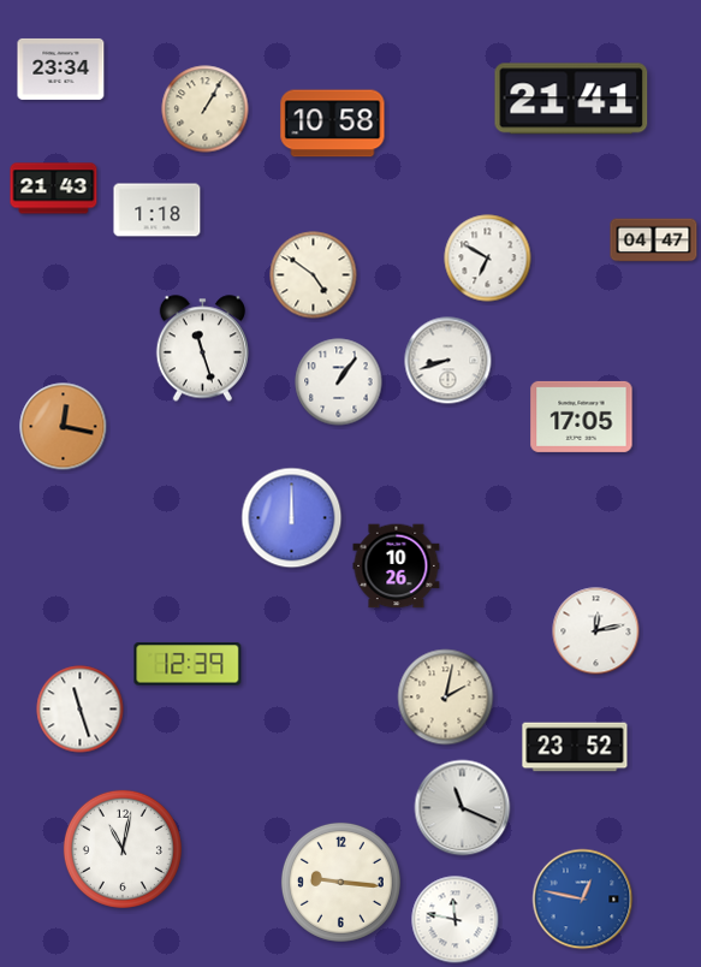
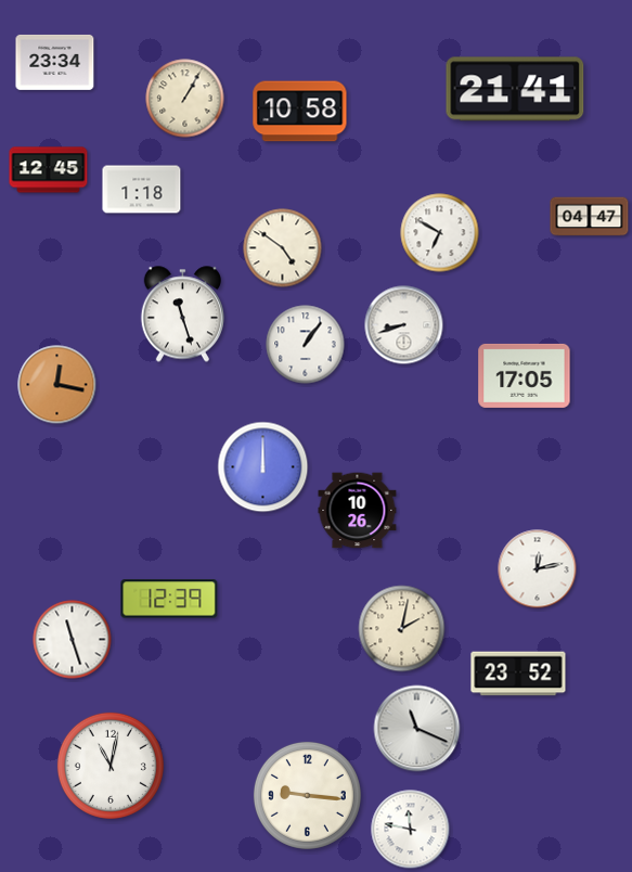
clock at (54, 189): 21:43 -> 12:45
clock at (583, 900): 12:47 -> none
